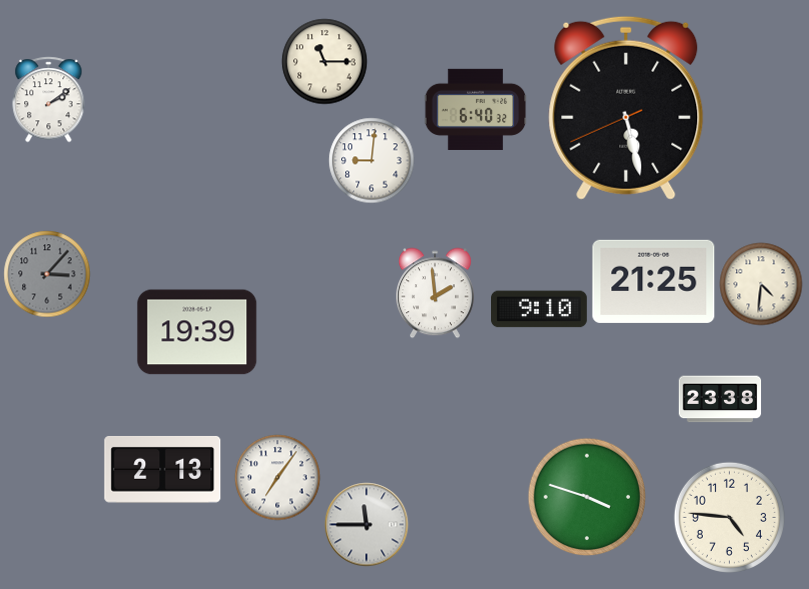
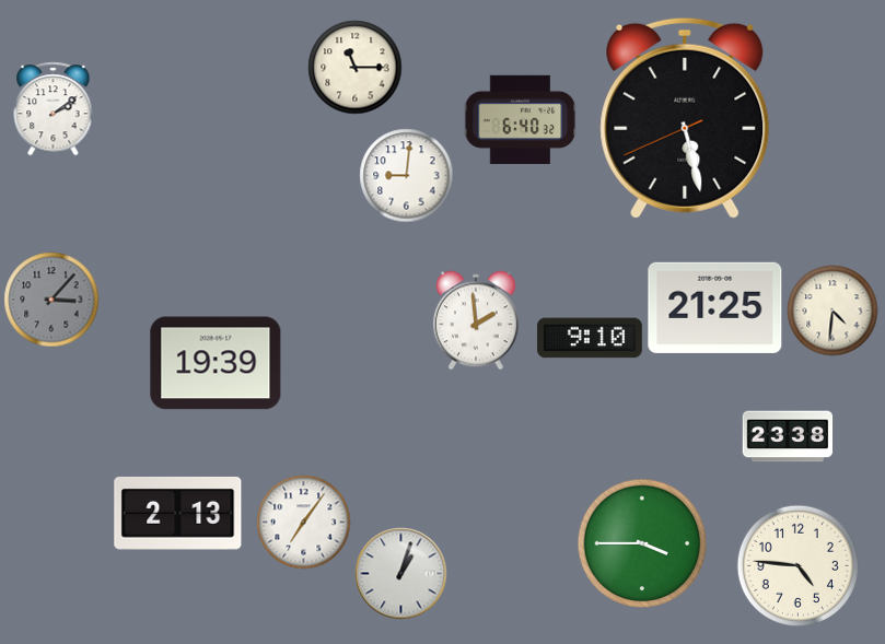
clock at (587, 497): 3:48 -> 3:45
clock at (366, 524): 11:45 -> 1:03
